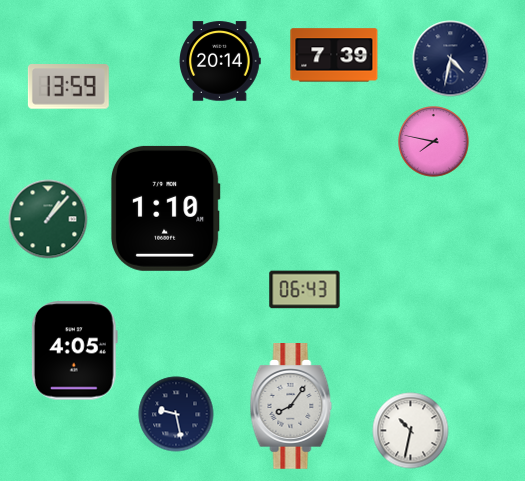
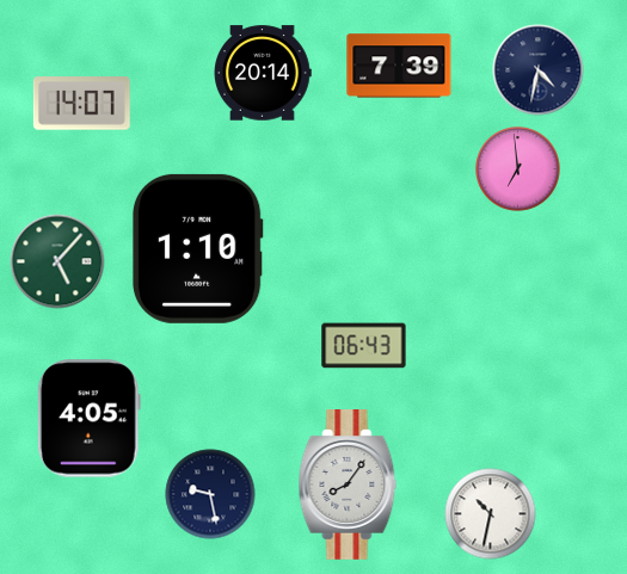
clock at (68, 87): 13:59 -> 14:07
clock at (434, 142): 7:47 -> 6:59
clock at (48, 219): 1:07 -> 5:07
